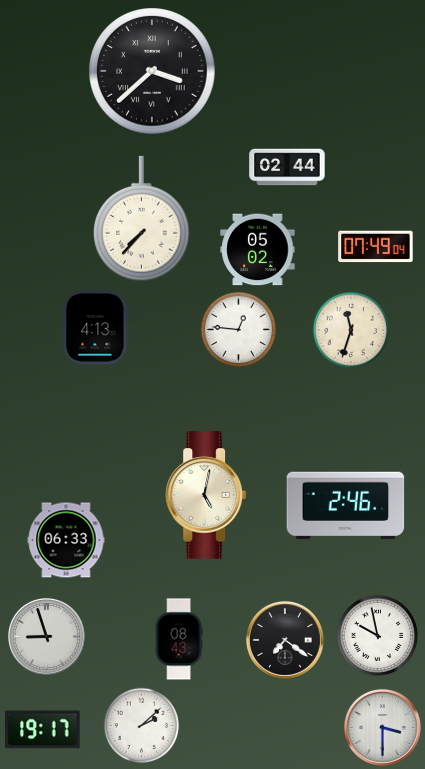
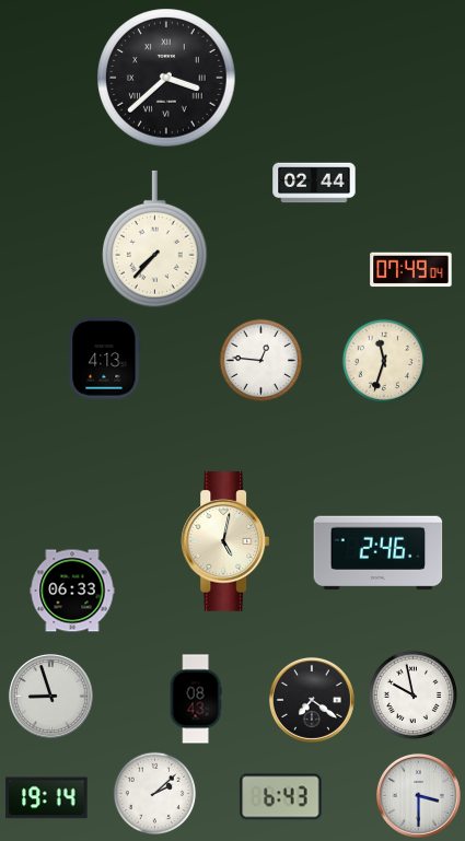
clock at (258, 250): 05:02 -> none
clock at (281, 797): none -> 6:43
clock at (43, 730): 19:17 -> 19:14
